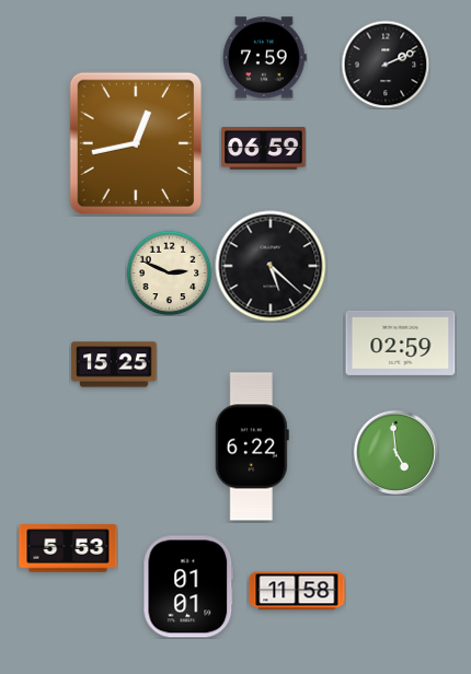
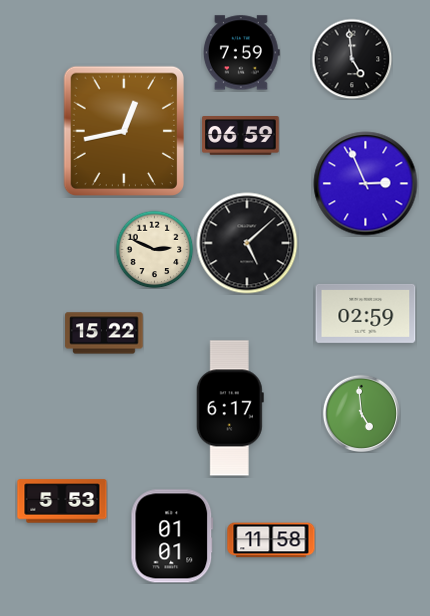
clock at (386, 65): 2:11 -> 4:59
clock at (366, 184): none -> 2:56
clock at (271, 266): 5:22 -> 5:08
clock at (114, 364): 15:25 -> 15:22
clock at (252, 446): 6:22 -> 6:17
